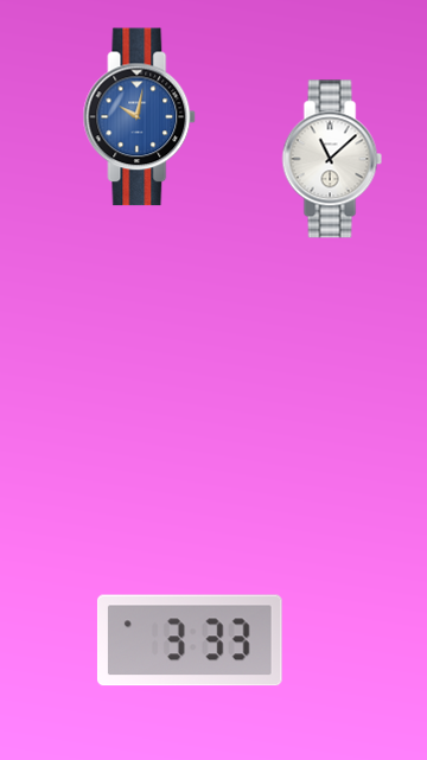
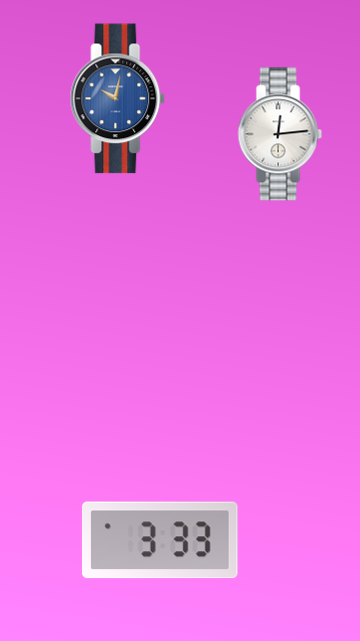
clock at (332, 159): 11:08 -> 12:14
